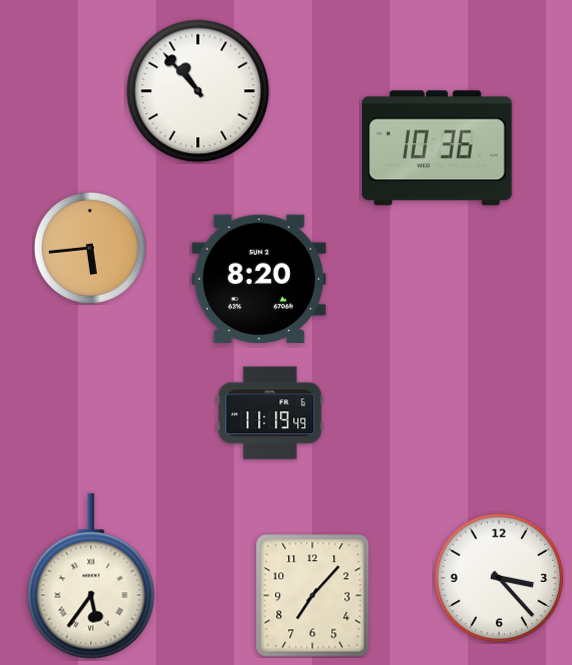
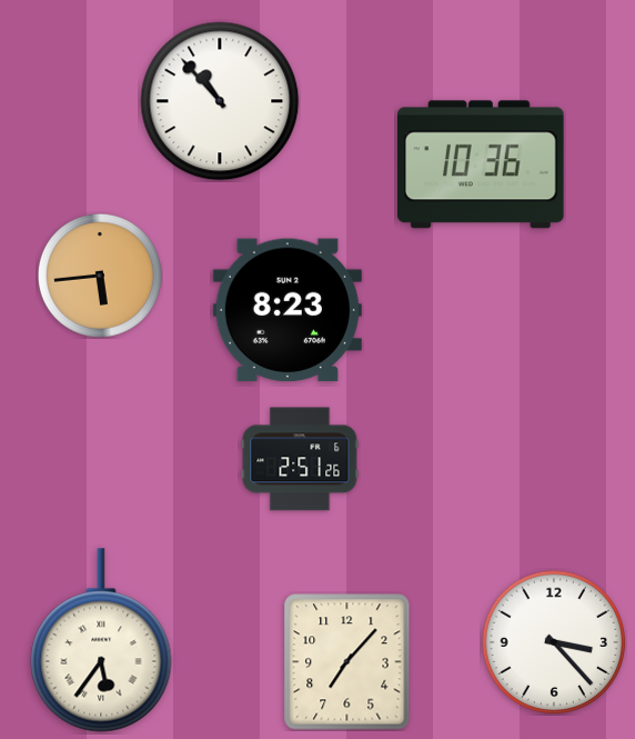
clock at (438, 148) position: (438, 148) -> (482, 164)
clock at (259, 279): 8:20 -> 8:23
clock at (270, 413): 11:19 -> 2:51
